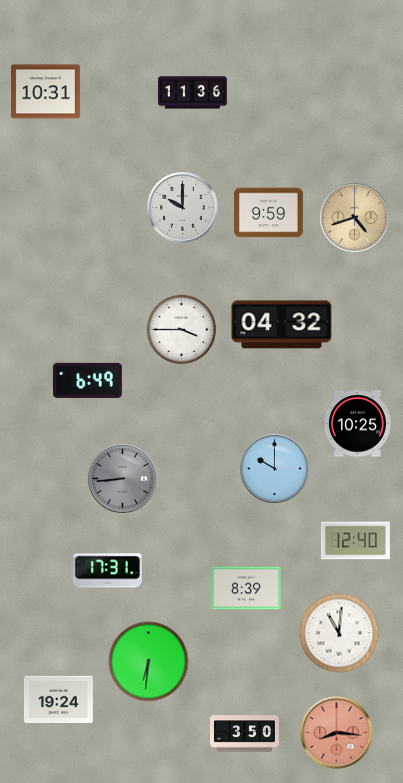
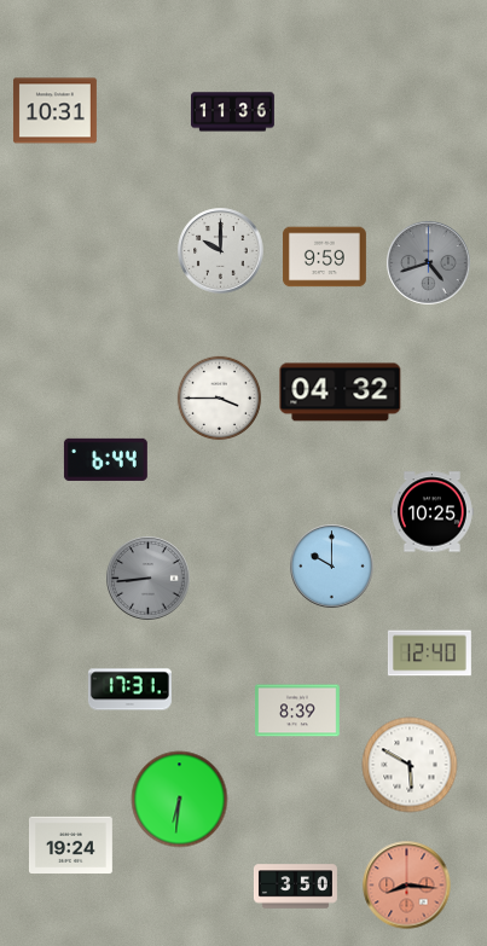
clock at (355, 218) dial: champagne -> grey
clock at (87, 380): 6:49 -> 6:44
clock at (339, 633): 11:01 -> 5:50
